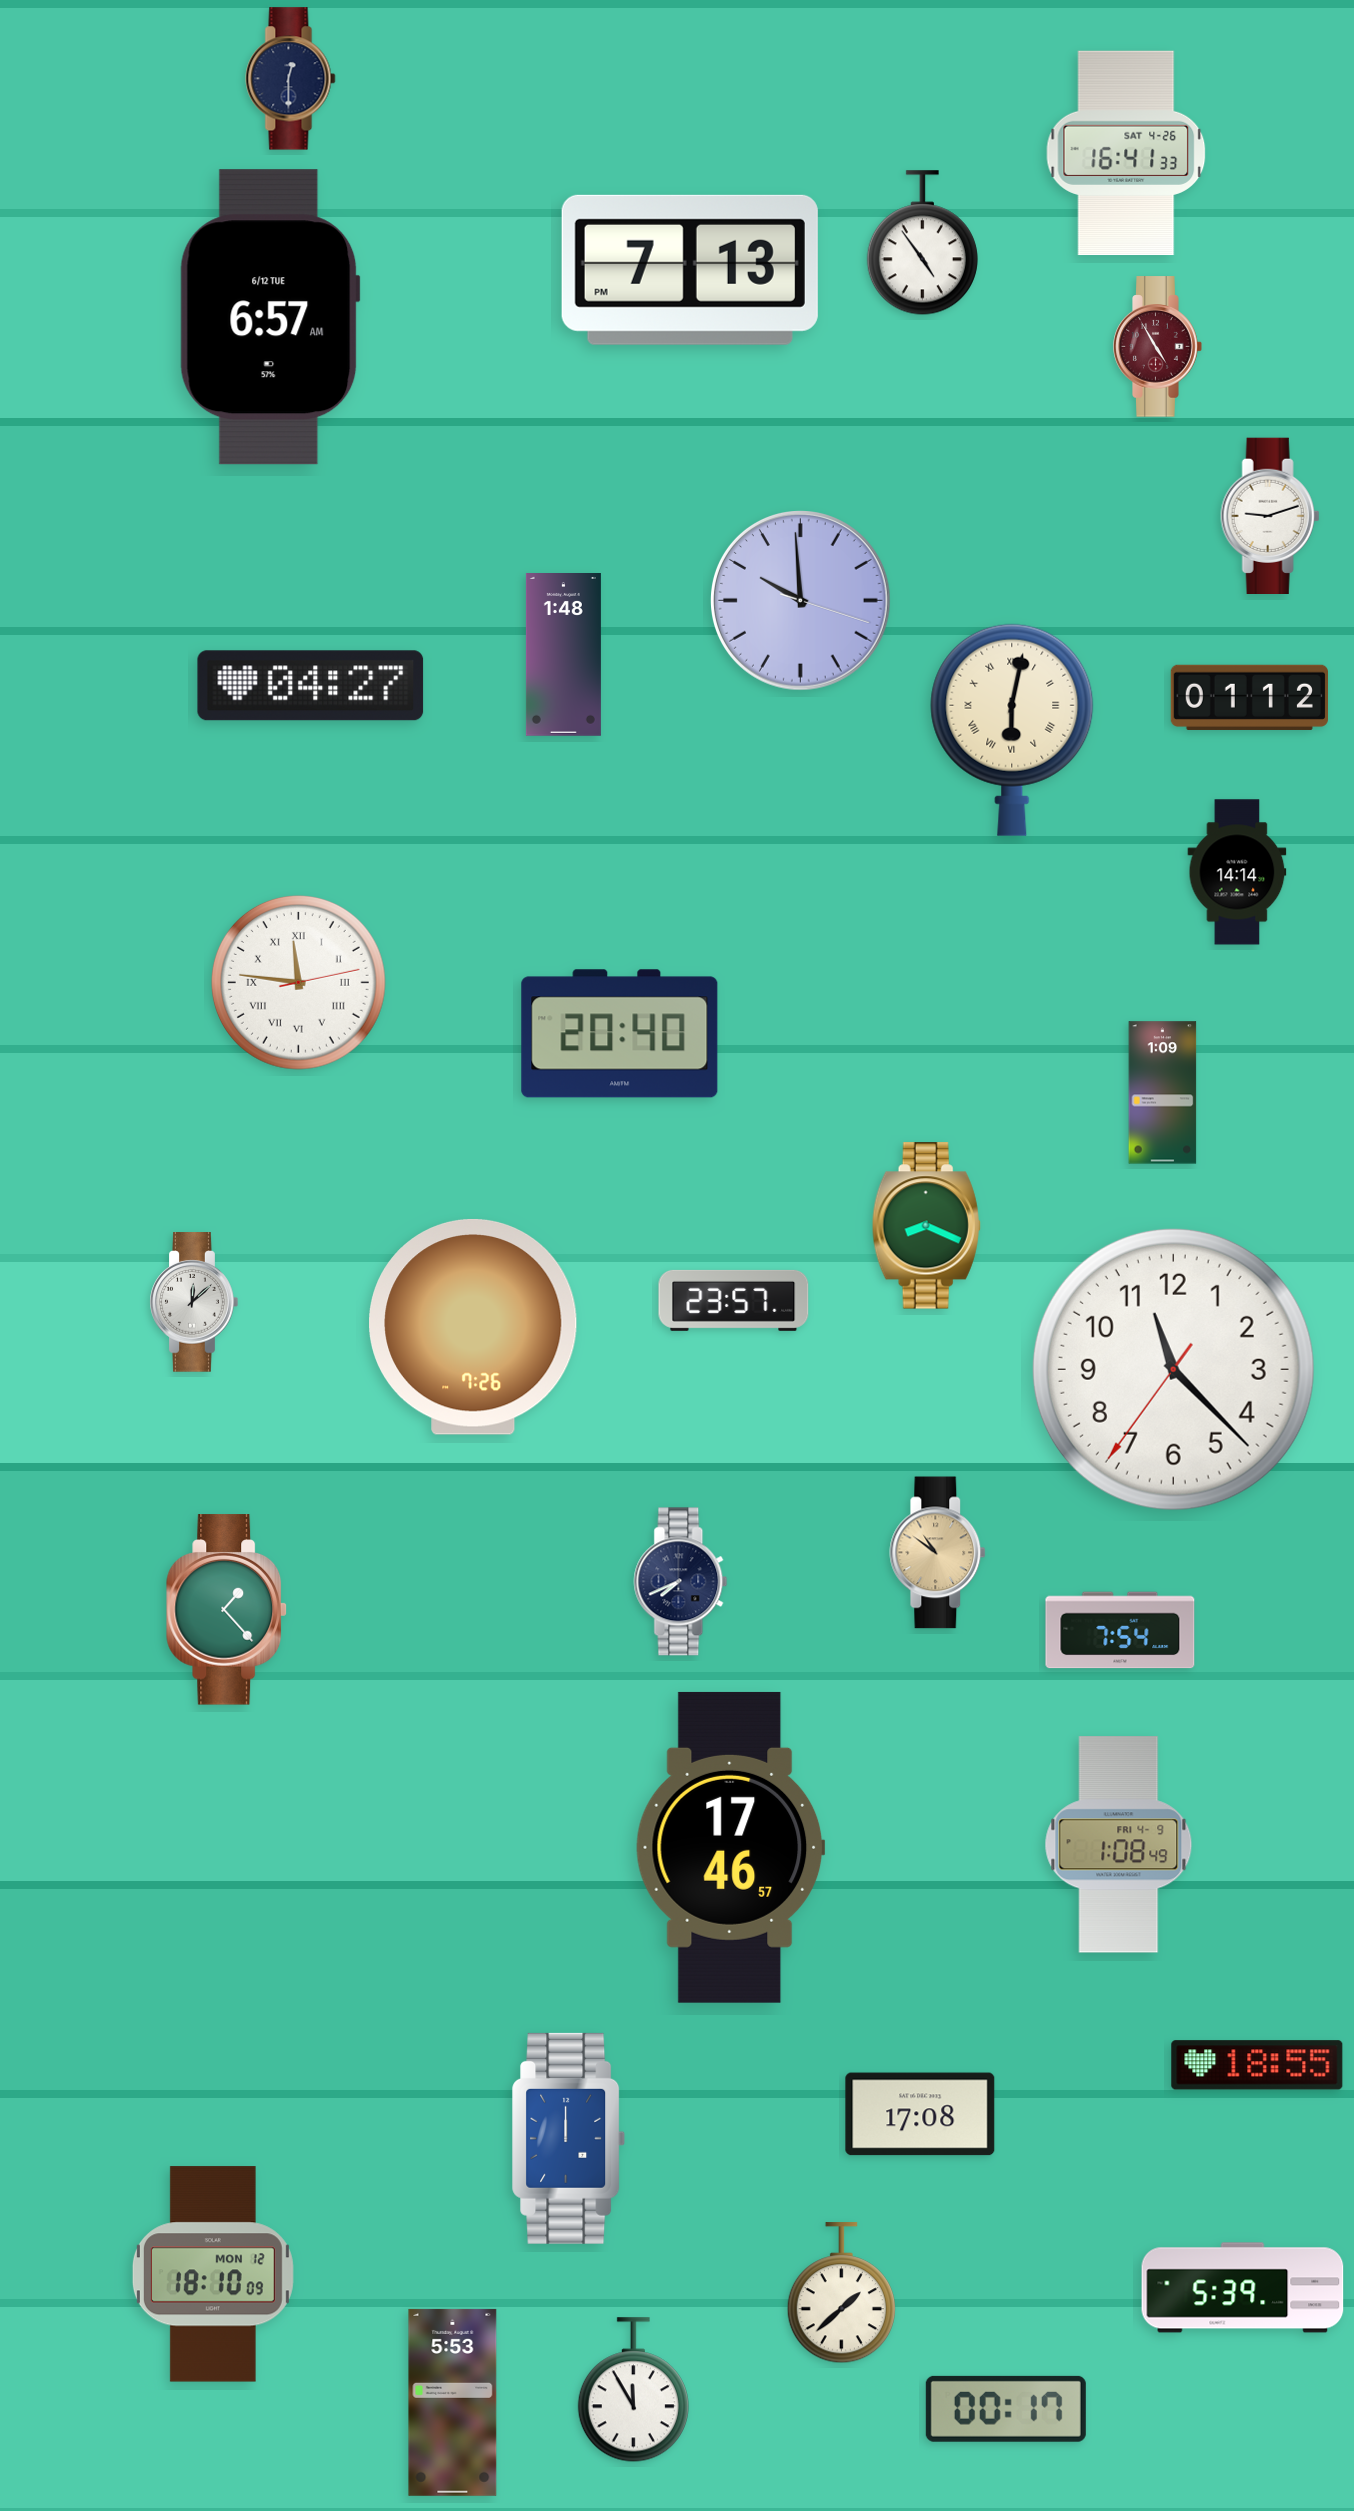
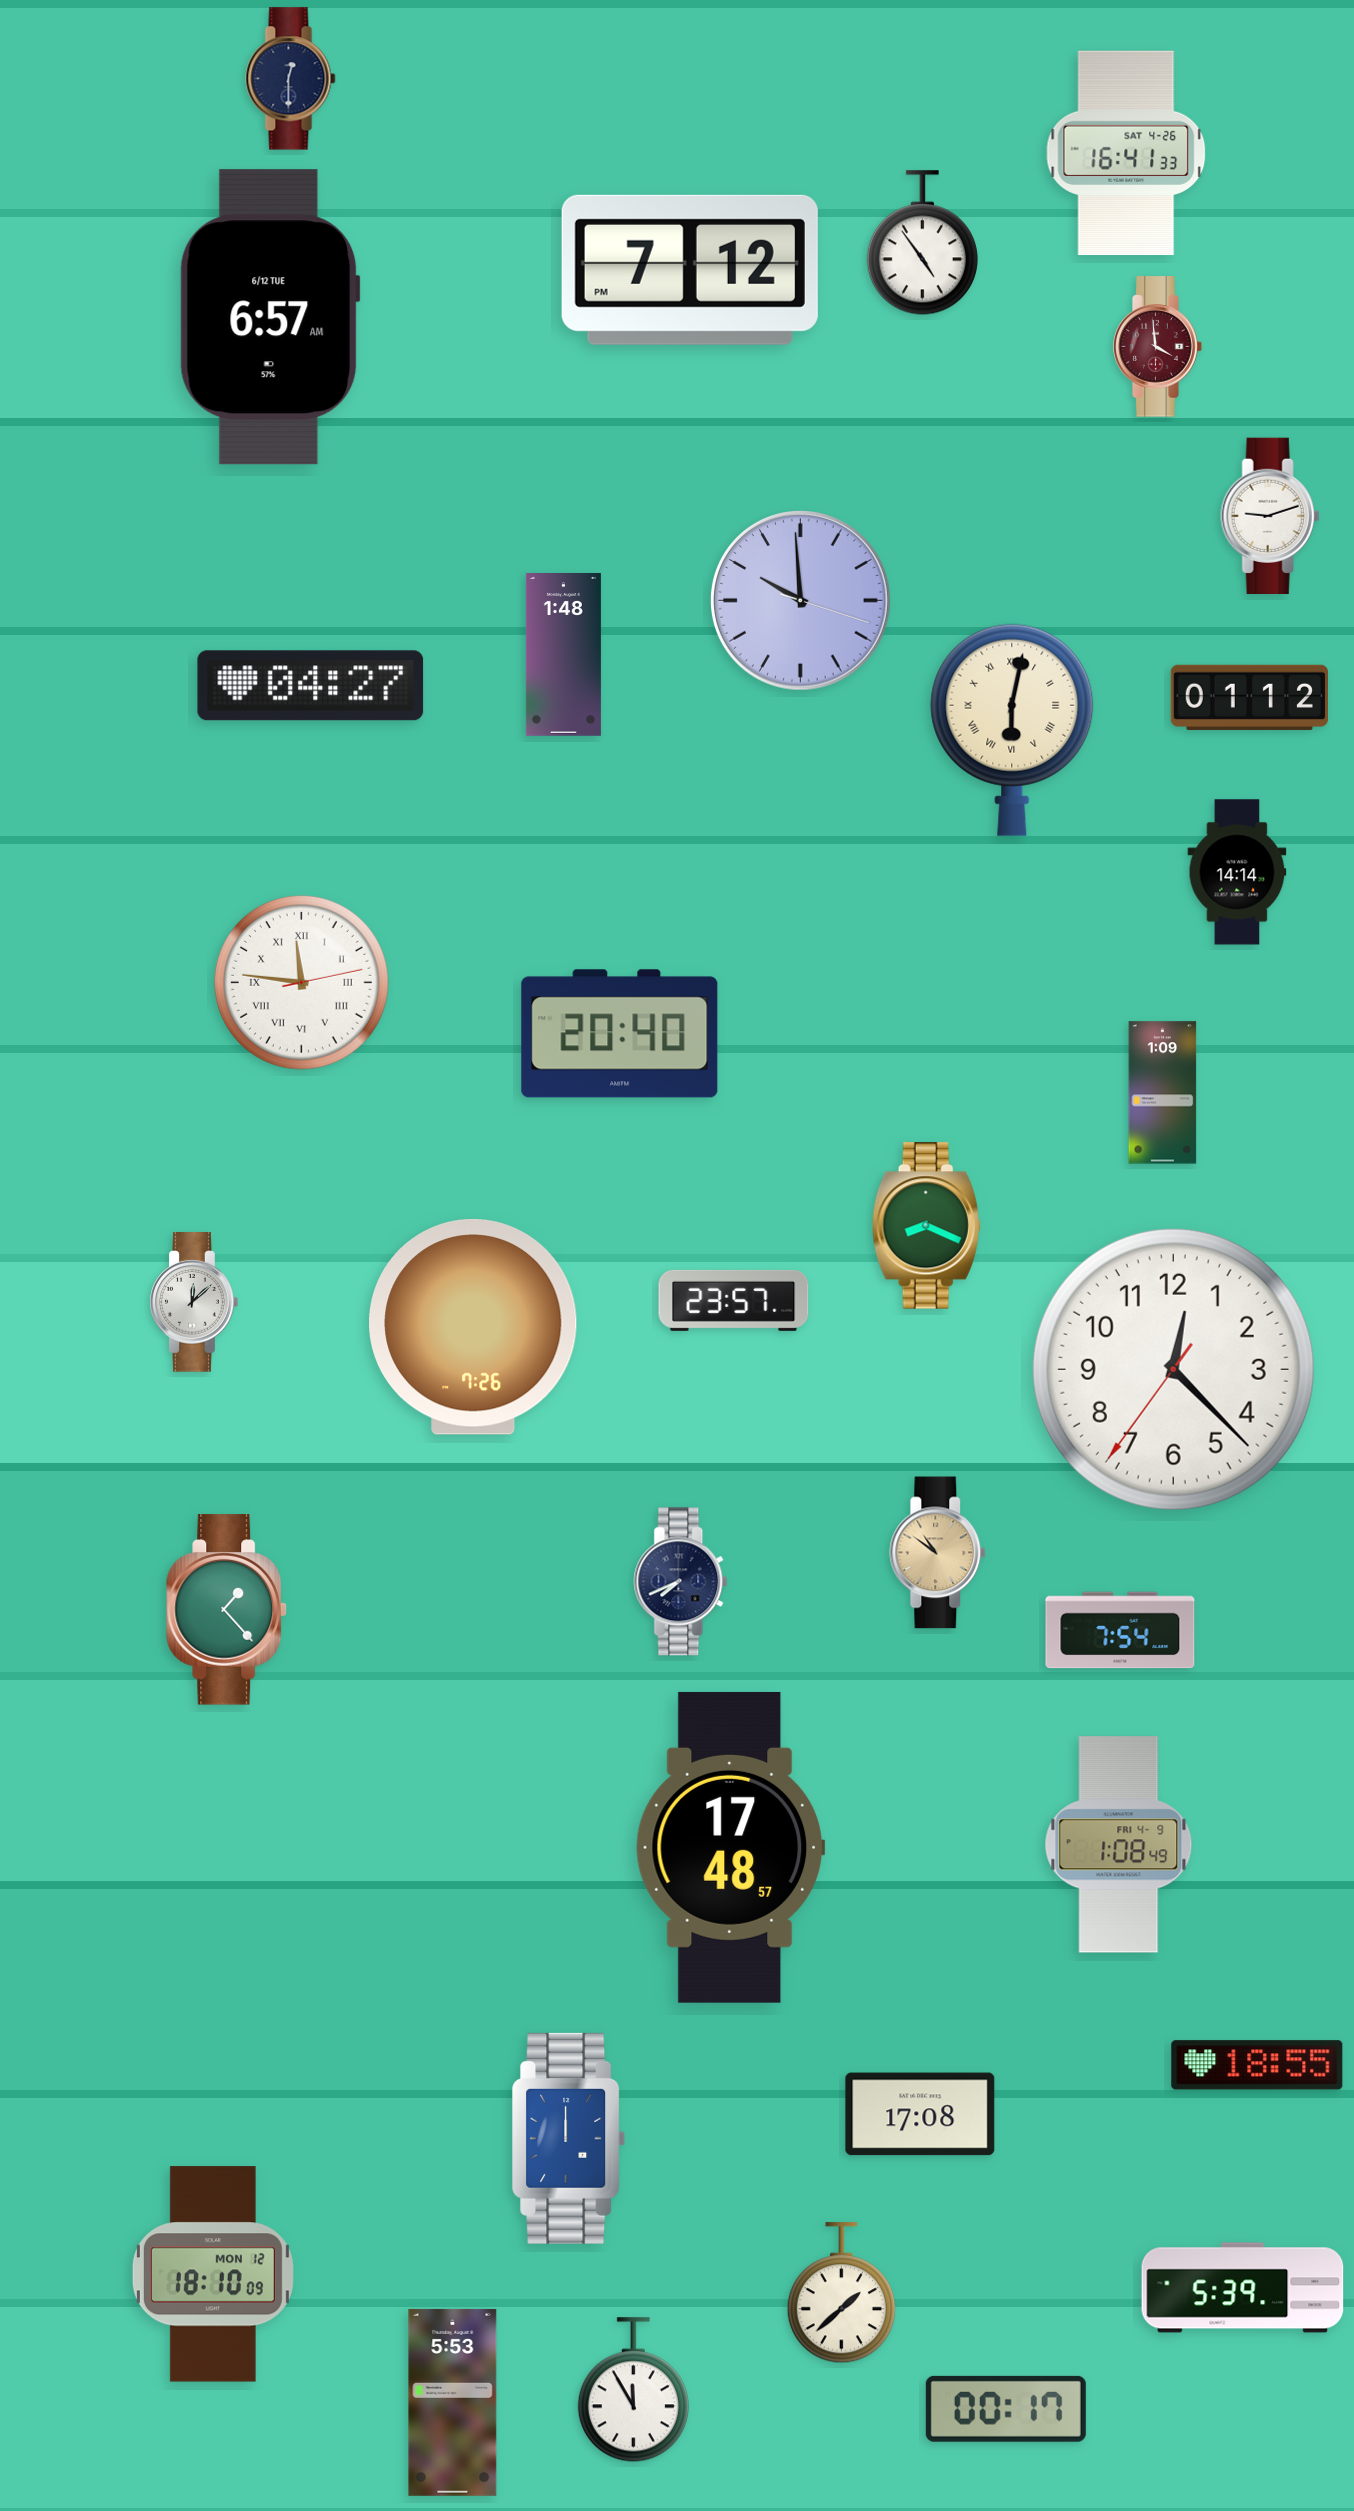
clock at (690, 270): 7:13 -> 7:12
clock at (1158, 347): 4:55 -> 3:59
clock at (298, 982) position: (298, 982) -> (301, 982)
clock at (1173, 1369): 11:22 -> 12:22
clock at (731, 1847): 17:46 -> 17:48
